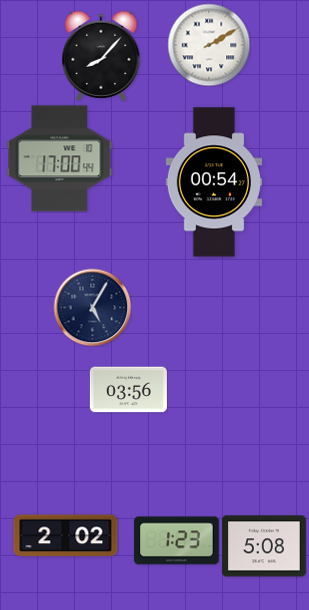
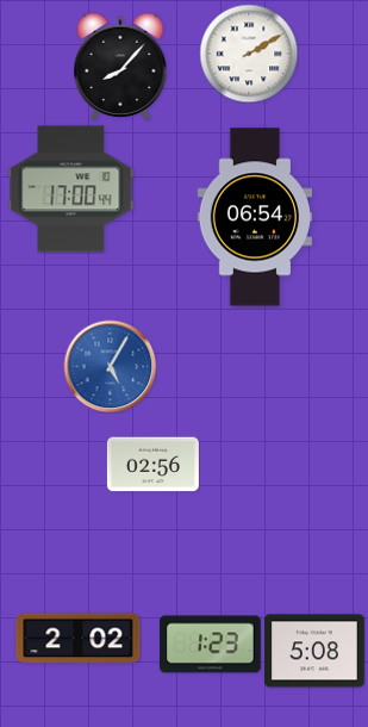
clock at (213, 182): 00:54 -> 06:54
clock at (92, 307) dial: navy -> blue
clock at (128, 390): 03:56 -> 02:56
